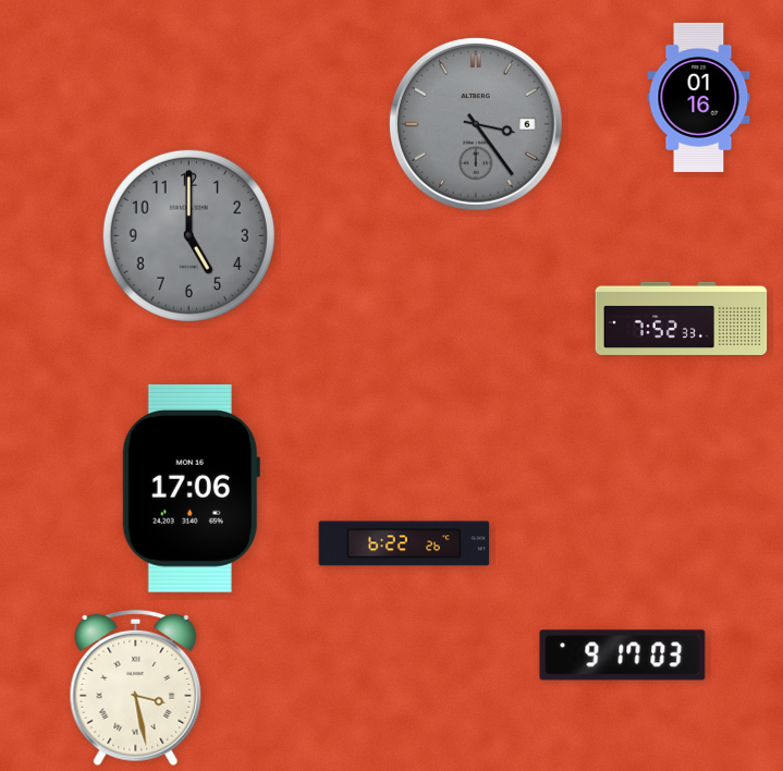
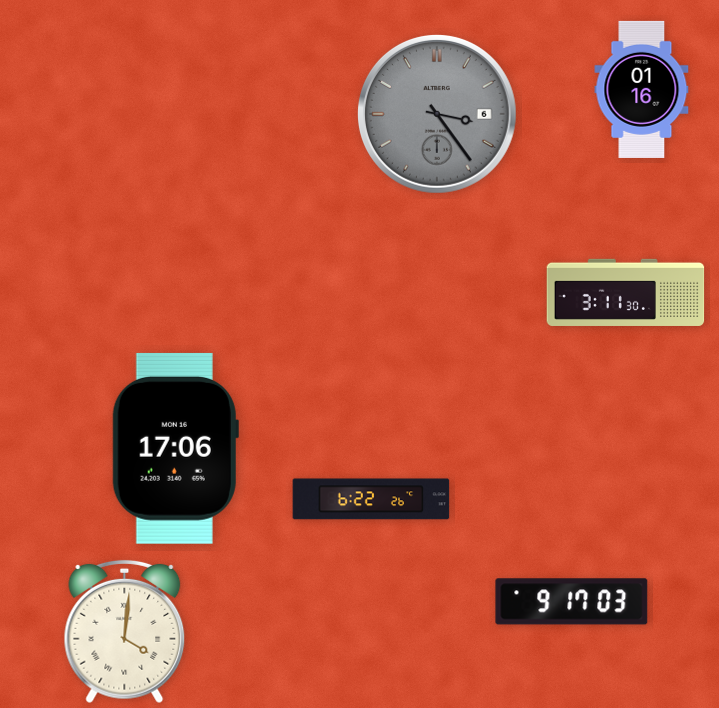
clock at (188, 235): 5:00 -> none
clock at (682, 318): 7:52 -> 3:11
clock at (136, 688): 3:28 -> 4:01
